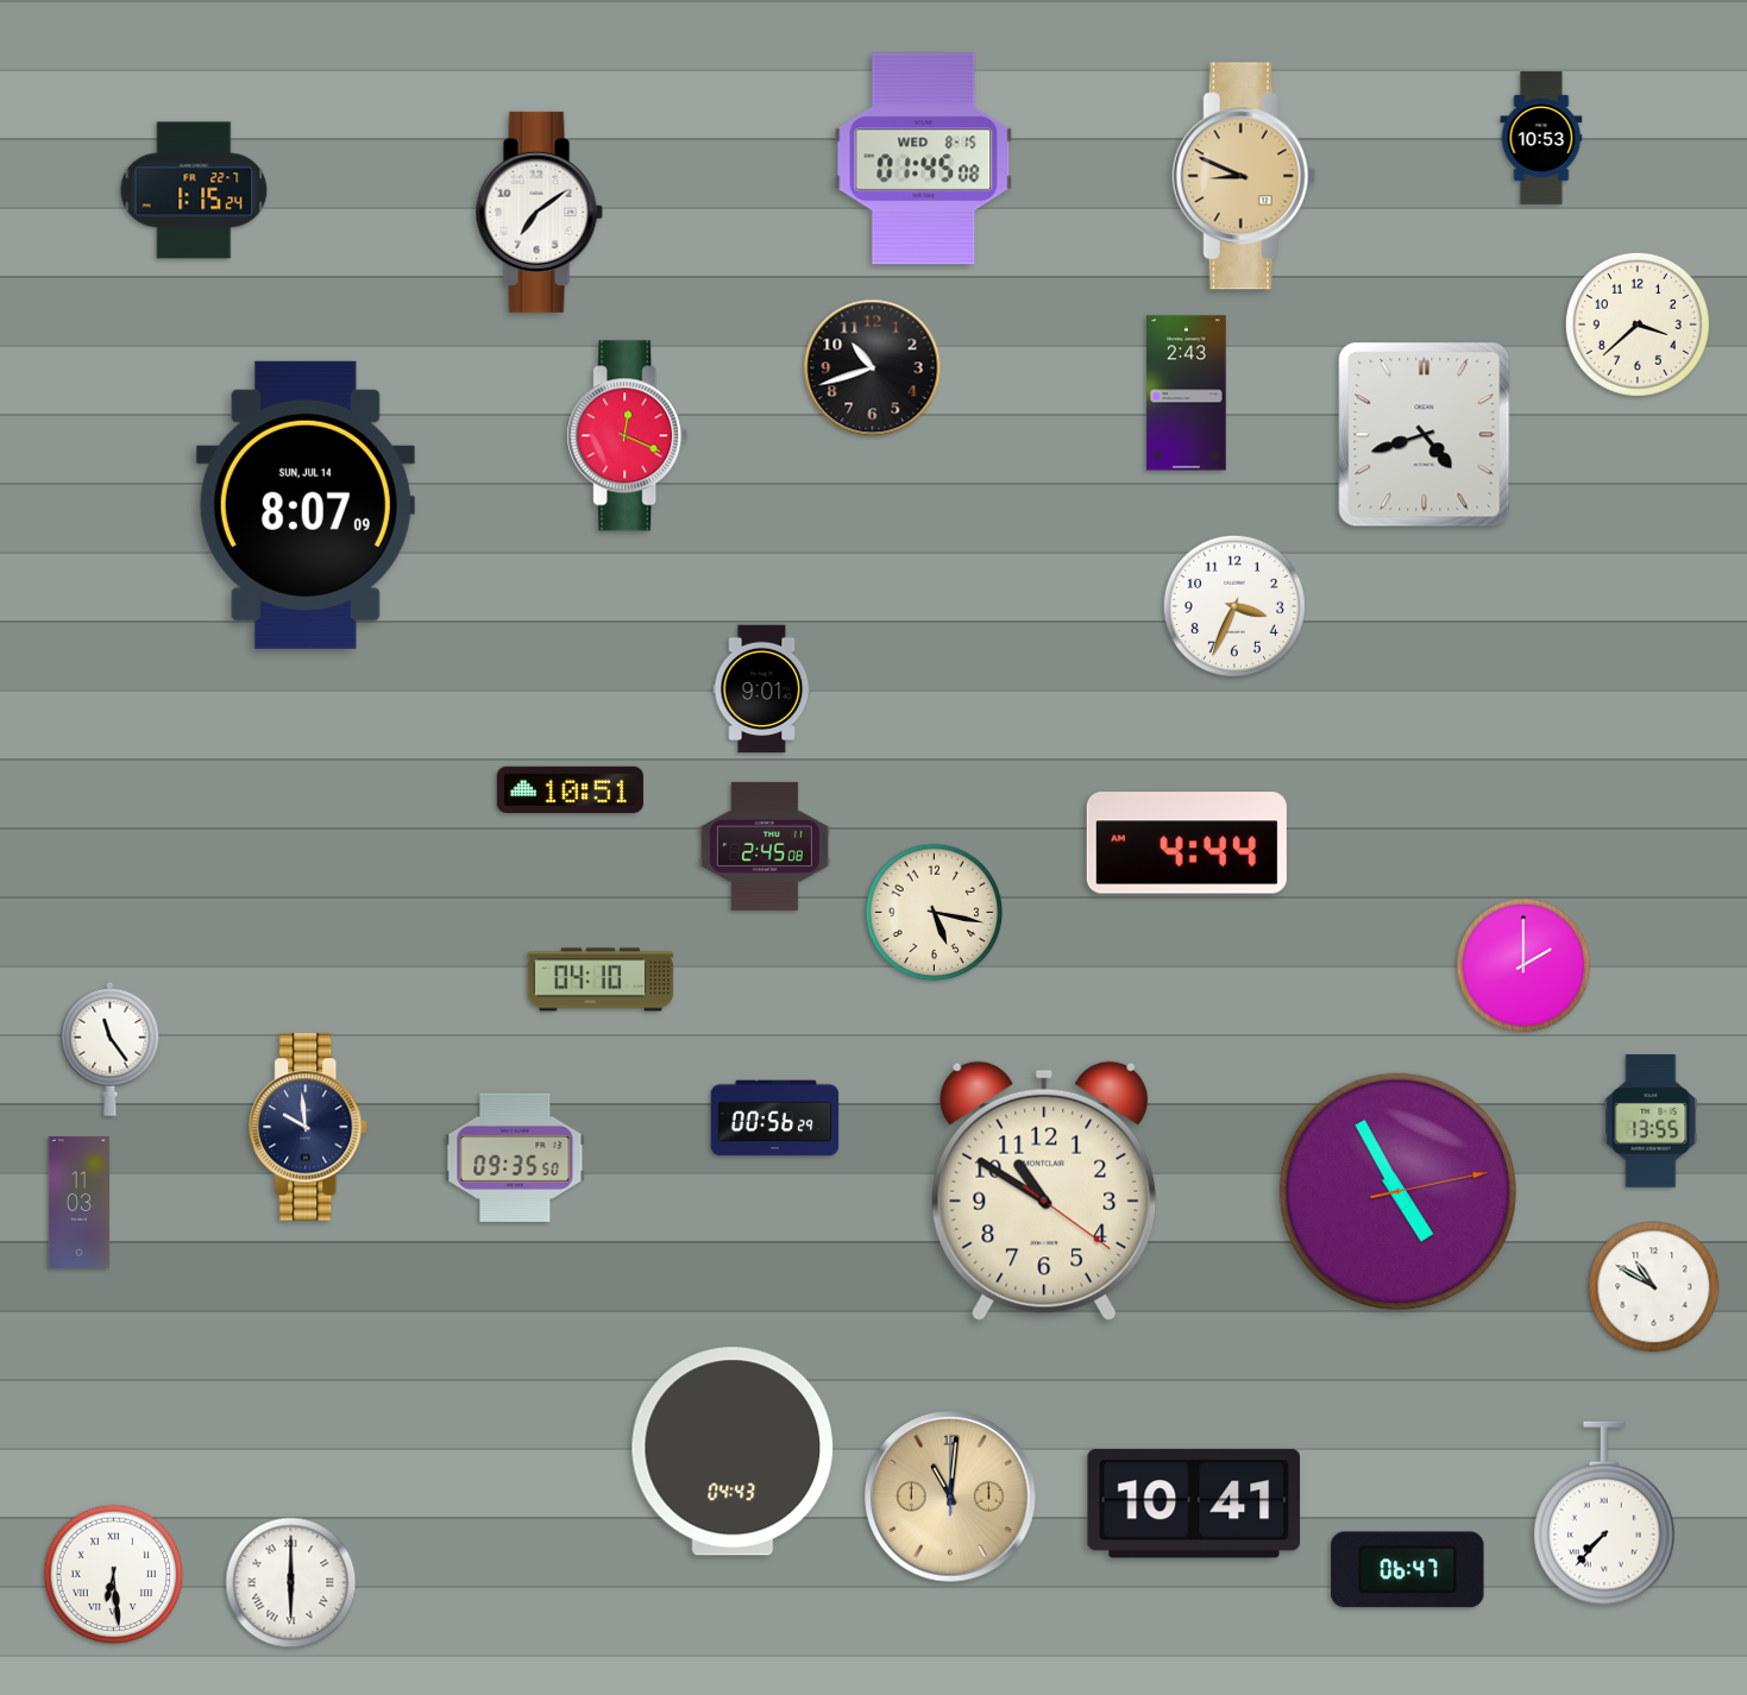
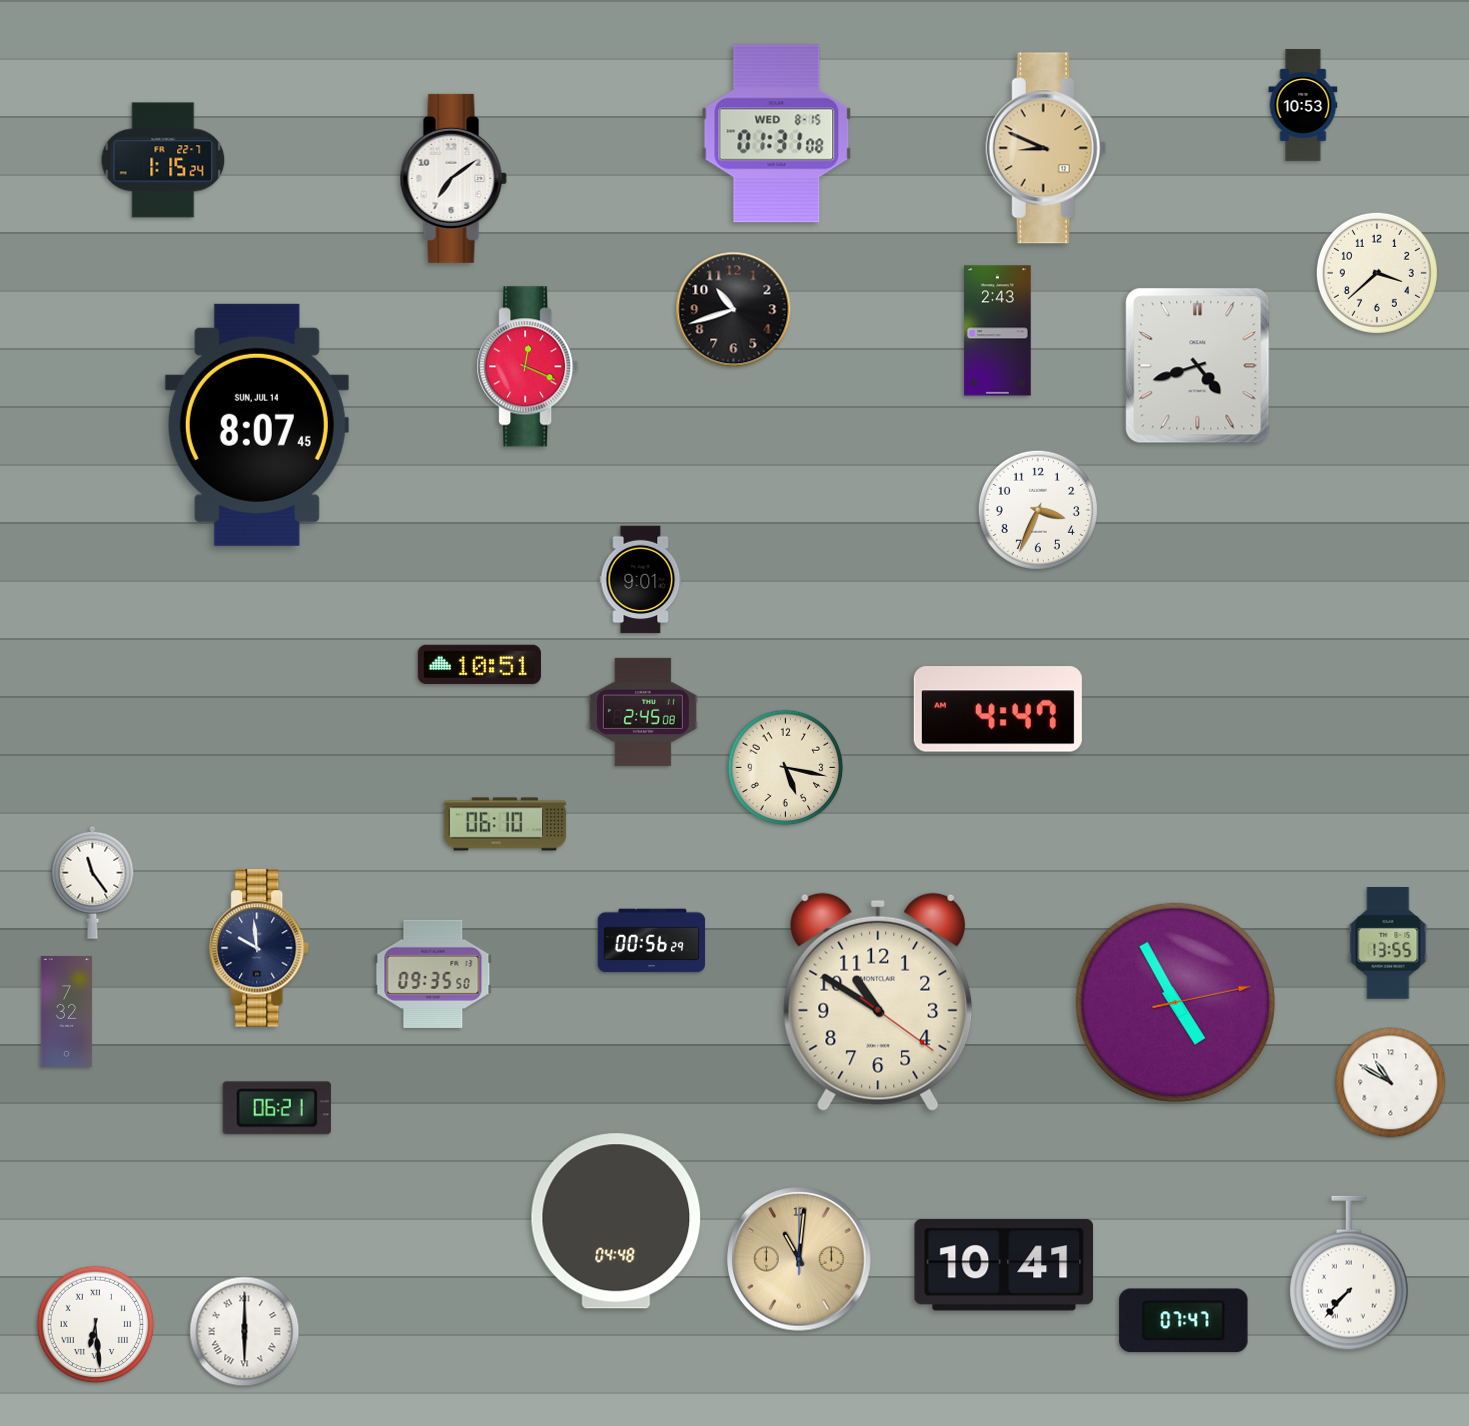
clock at (1541, 138) position: (1541, 138) -> (1303, 105)
clock at (924, 159): 01:45 -> 01:31
clock at (306, 505): 8:07:09 -> 8:07:45
clock at (1187, 843): 4:44 -> 4:47
clock at (1523, 965): 2:00 -> none
clock at (601, 979): 04:10 -> 06:10
clock at (80, 1203): 11:03 -> 7:32
clock at (277, 1108): none -> 06:21
clock at (733, 1451): 04:43 -> 04:48
clock at (1408, 1570): 06:47 -> 07:47
